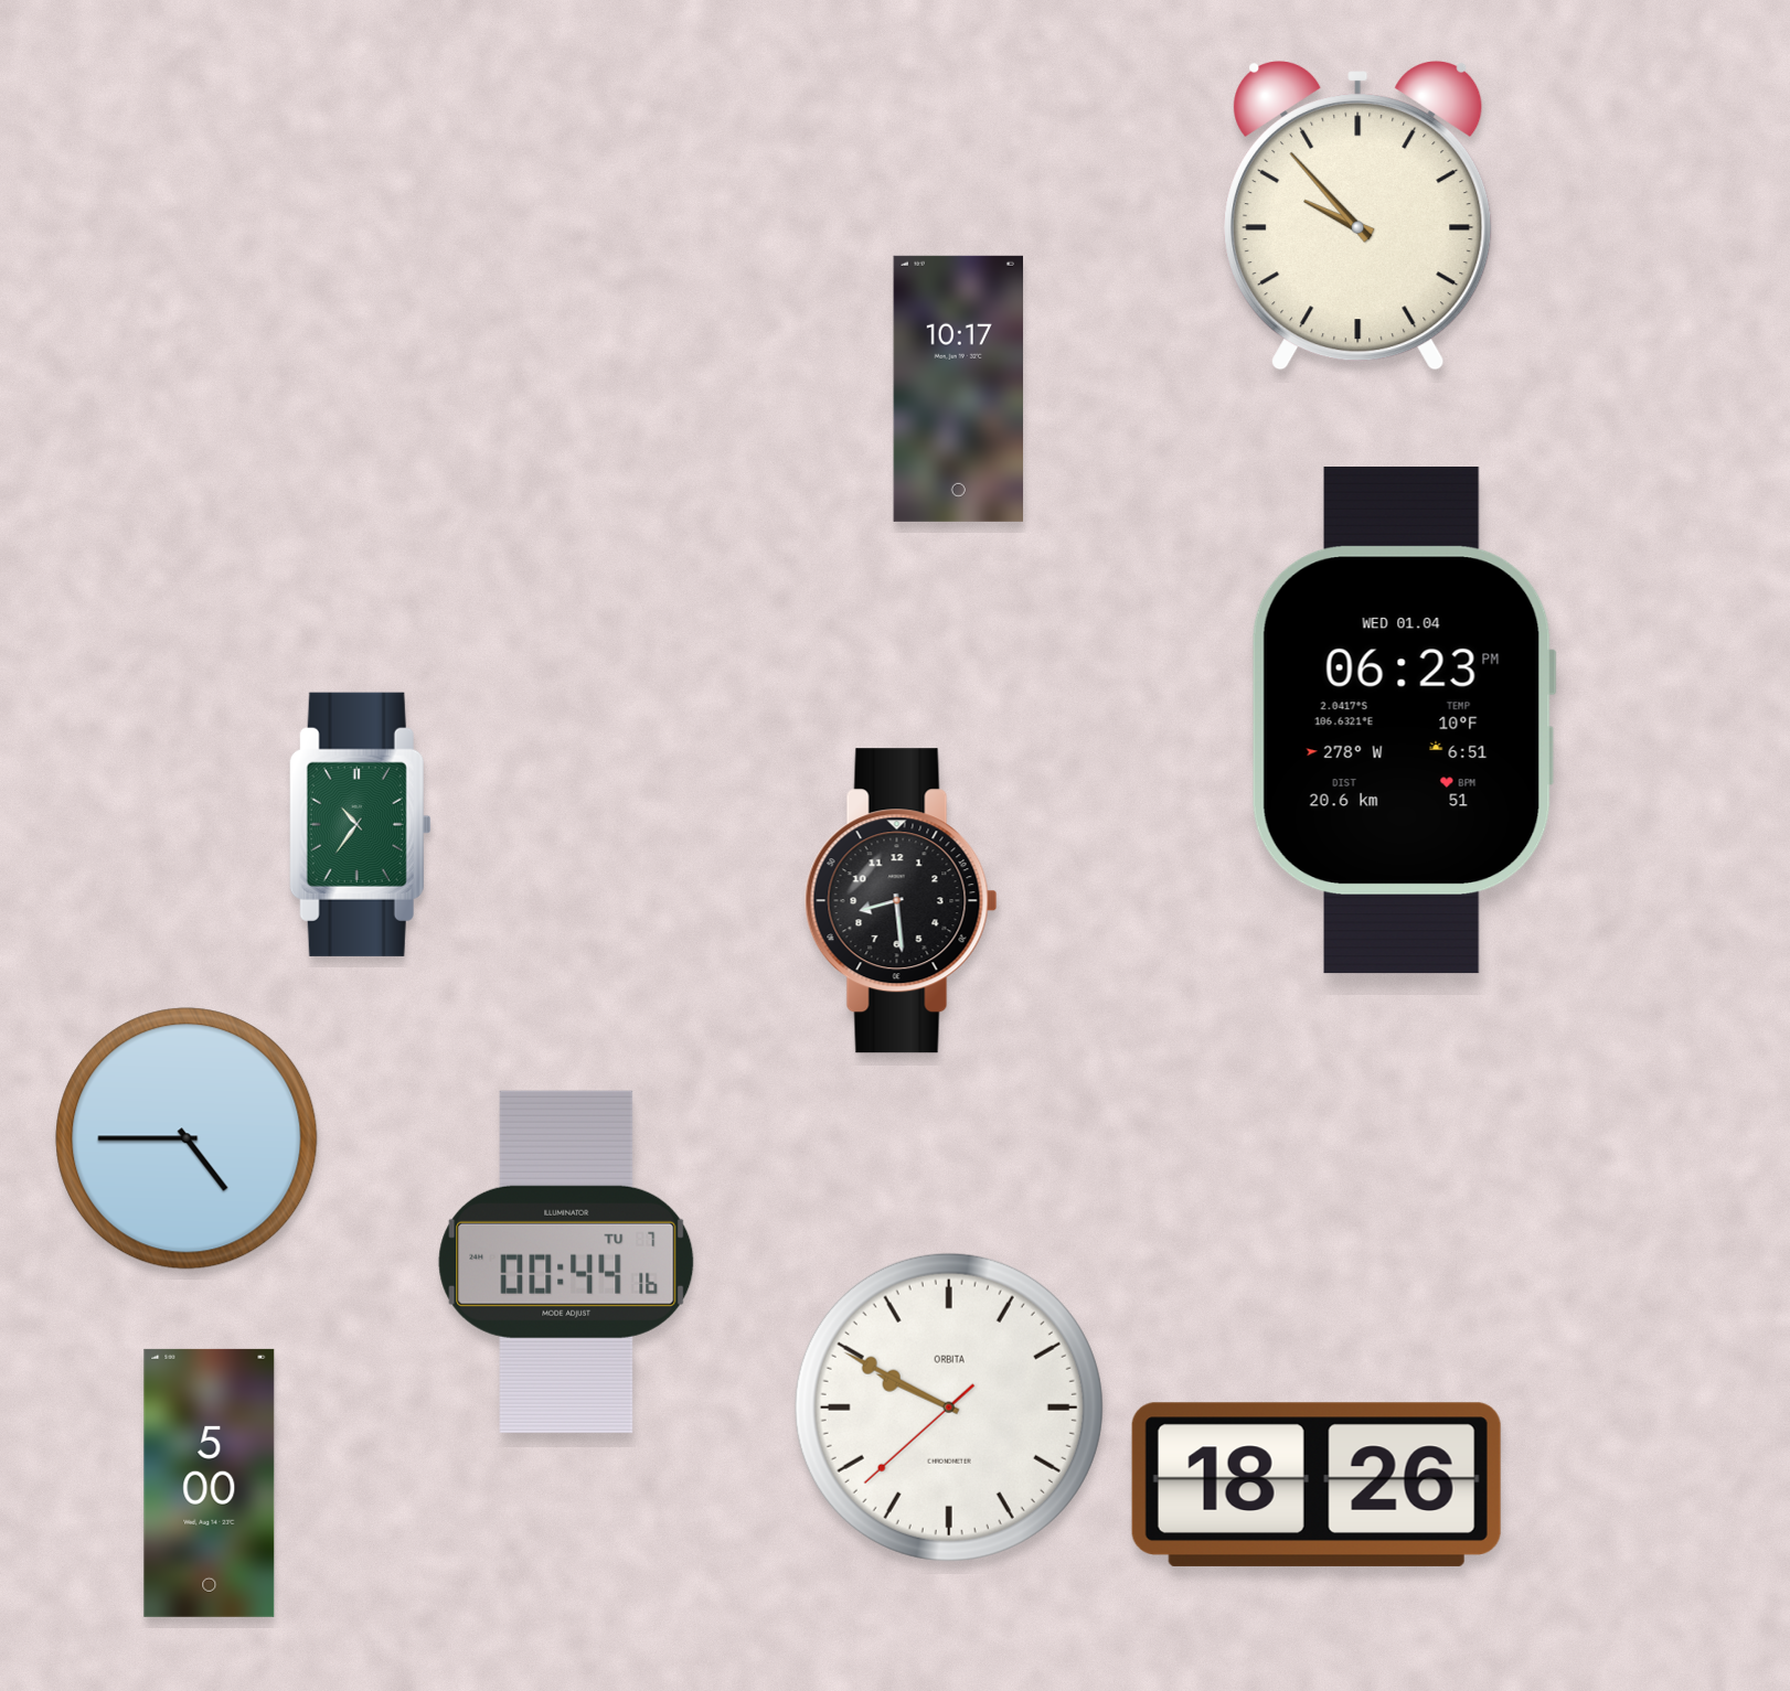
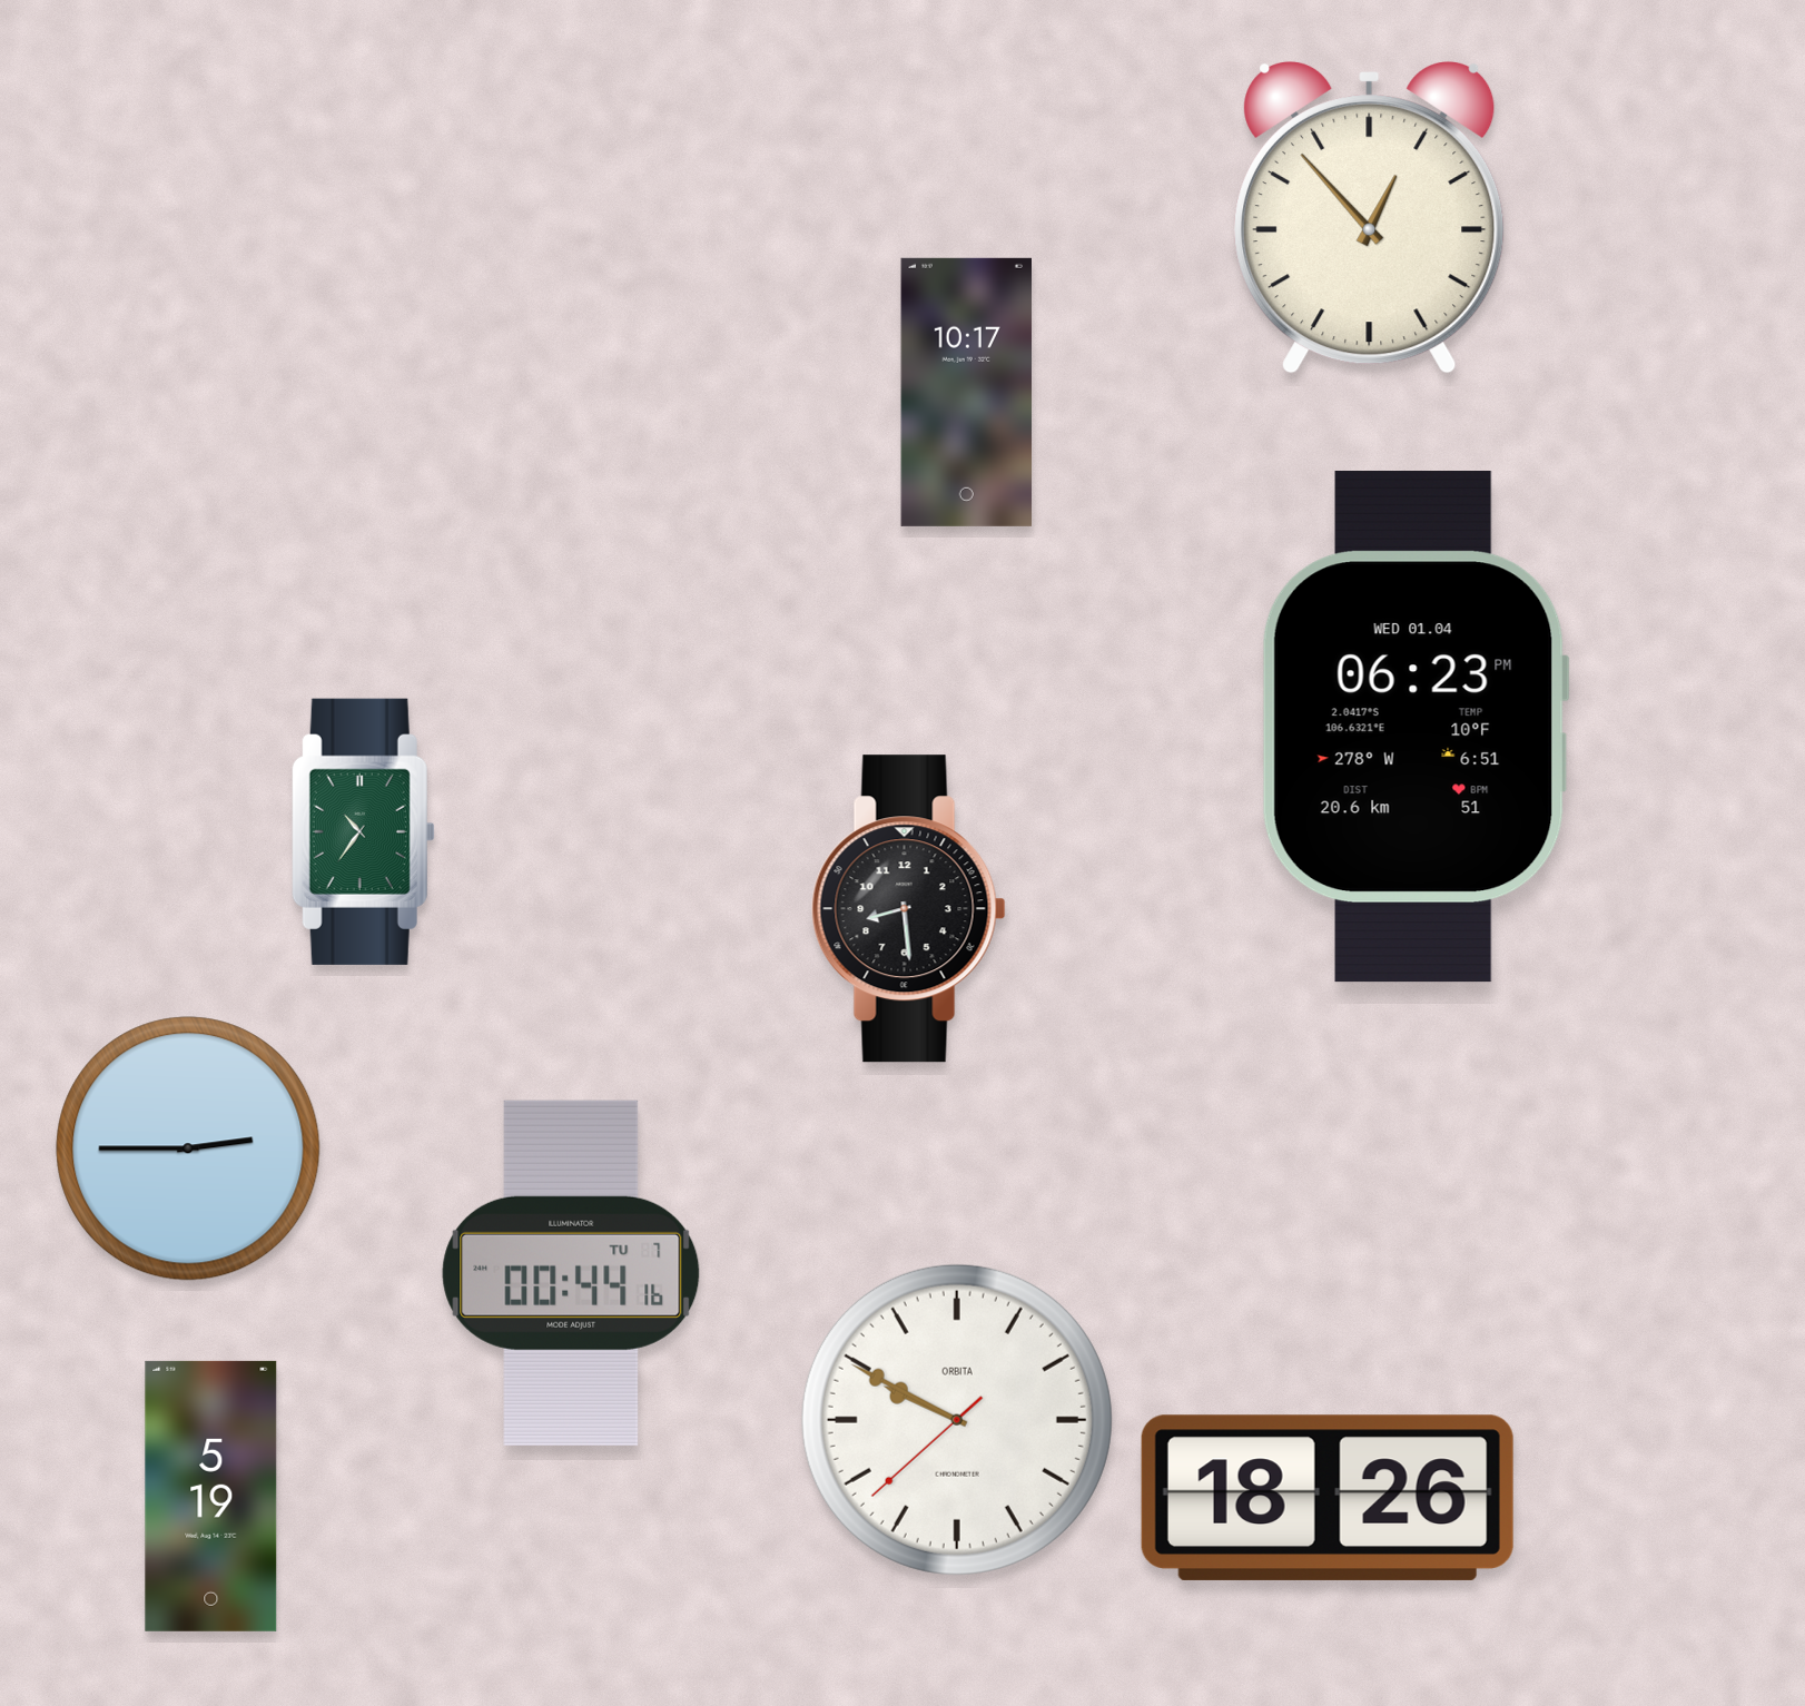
clock at (1359, 215): 9:53 -> 12:53
clock at (187, 1138): 4:45 -> 2:45
clock at (210, 1483): 5:00 -> 5:19
